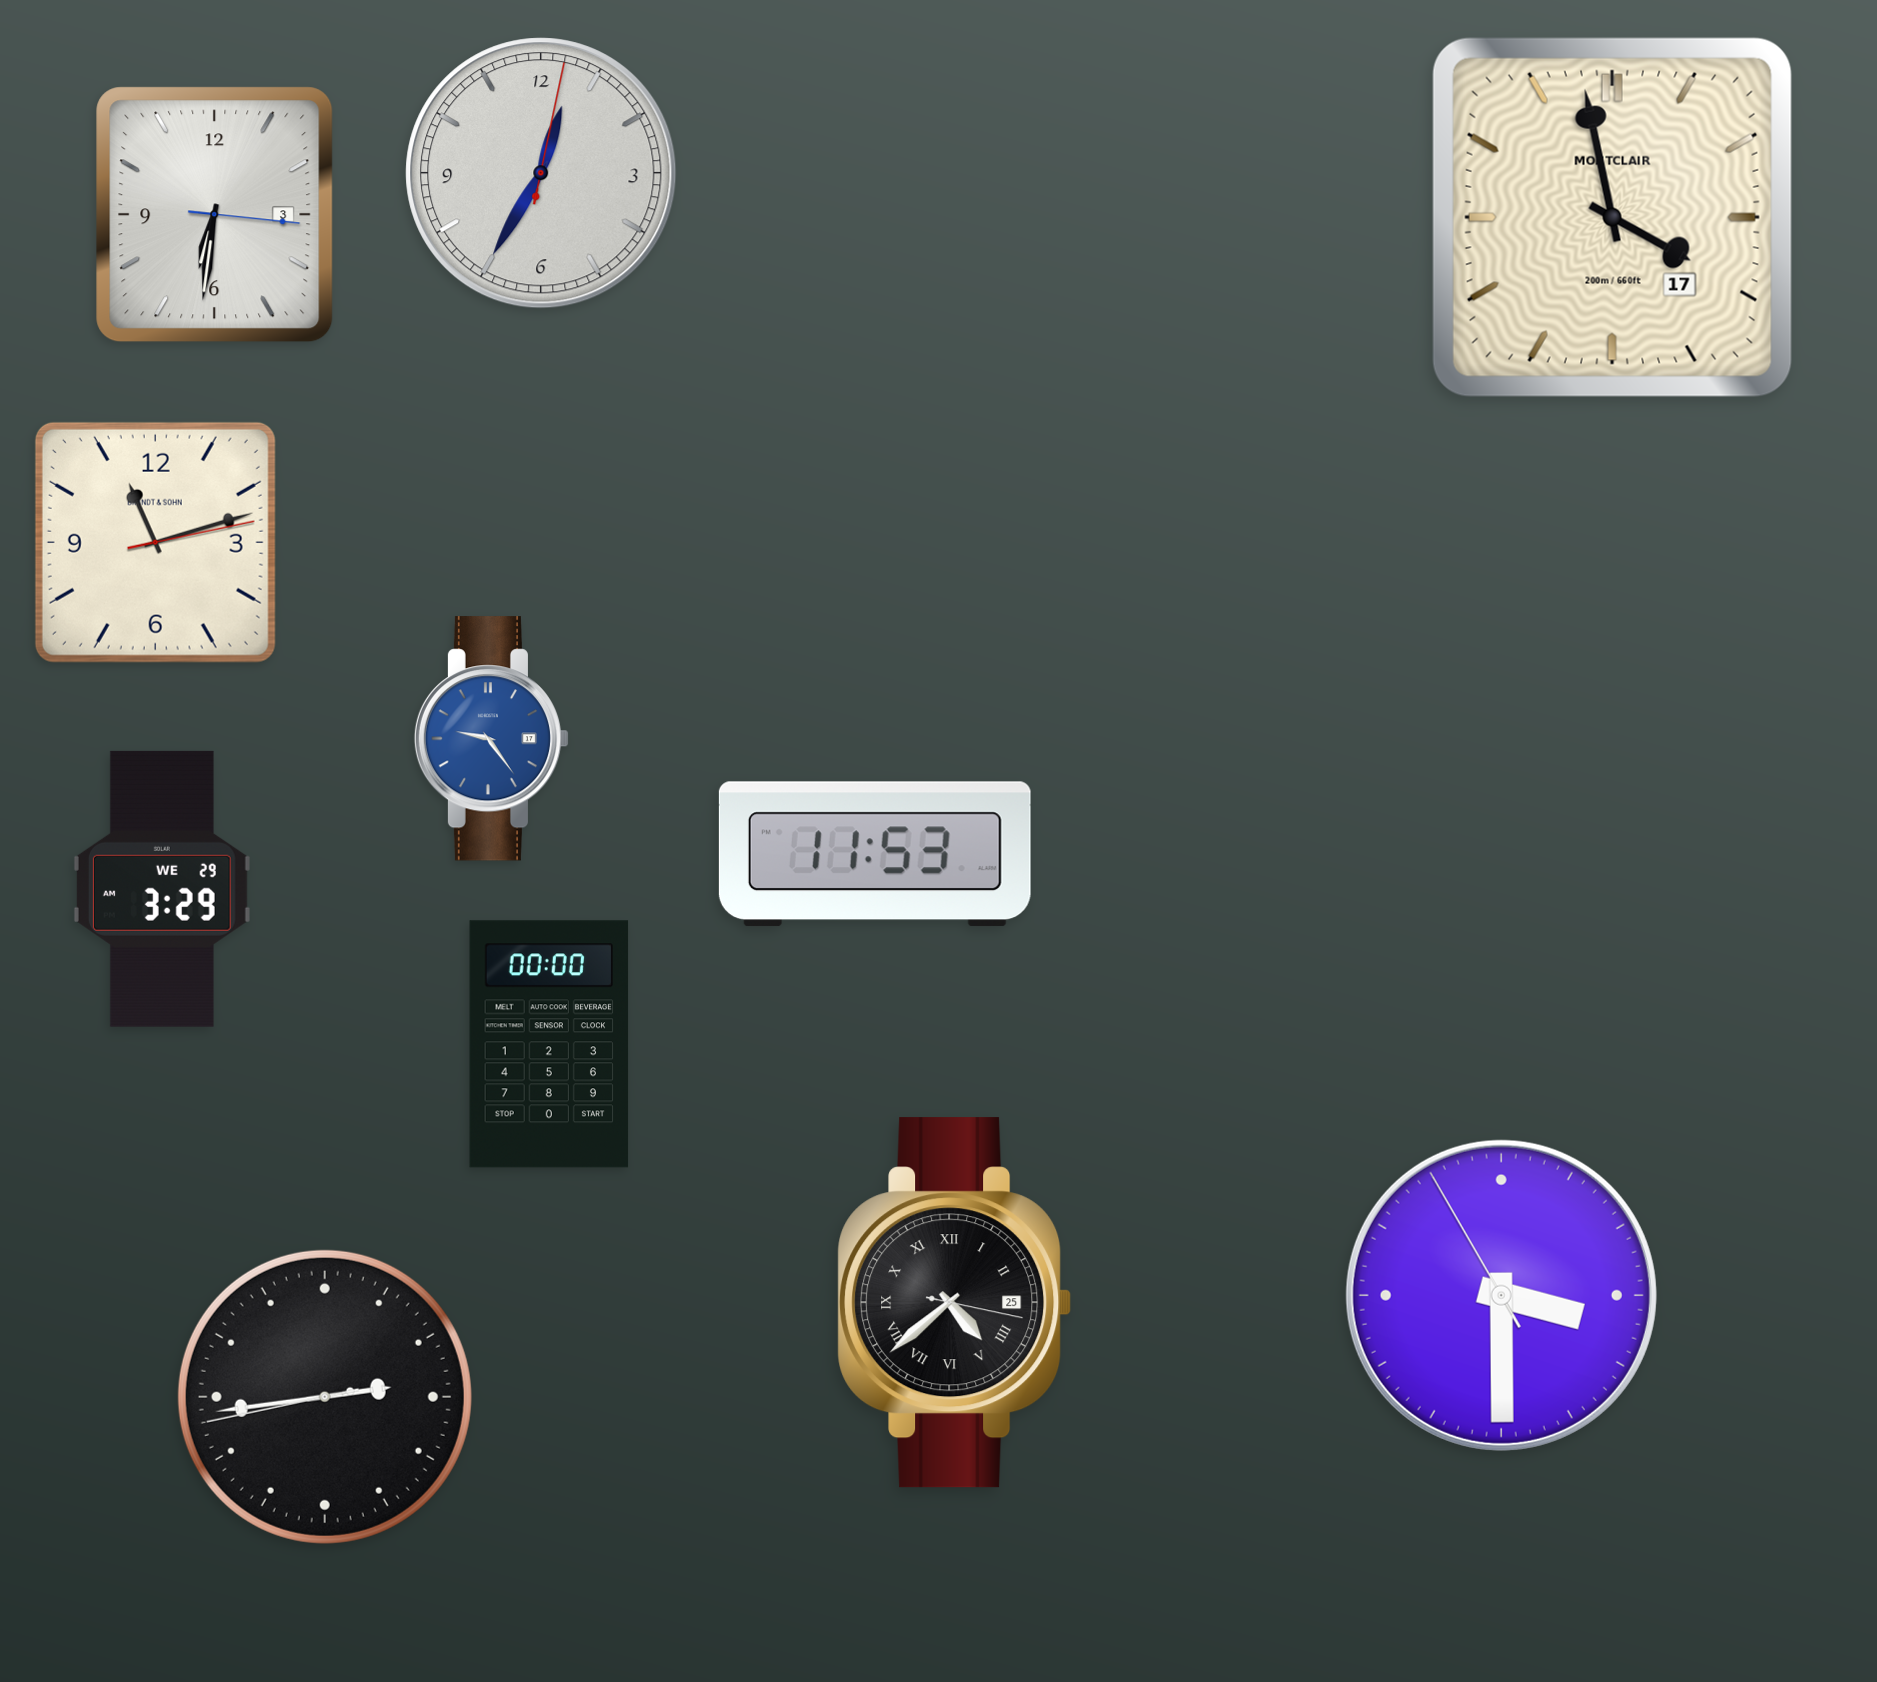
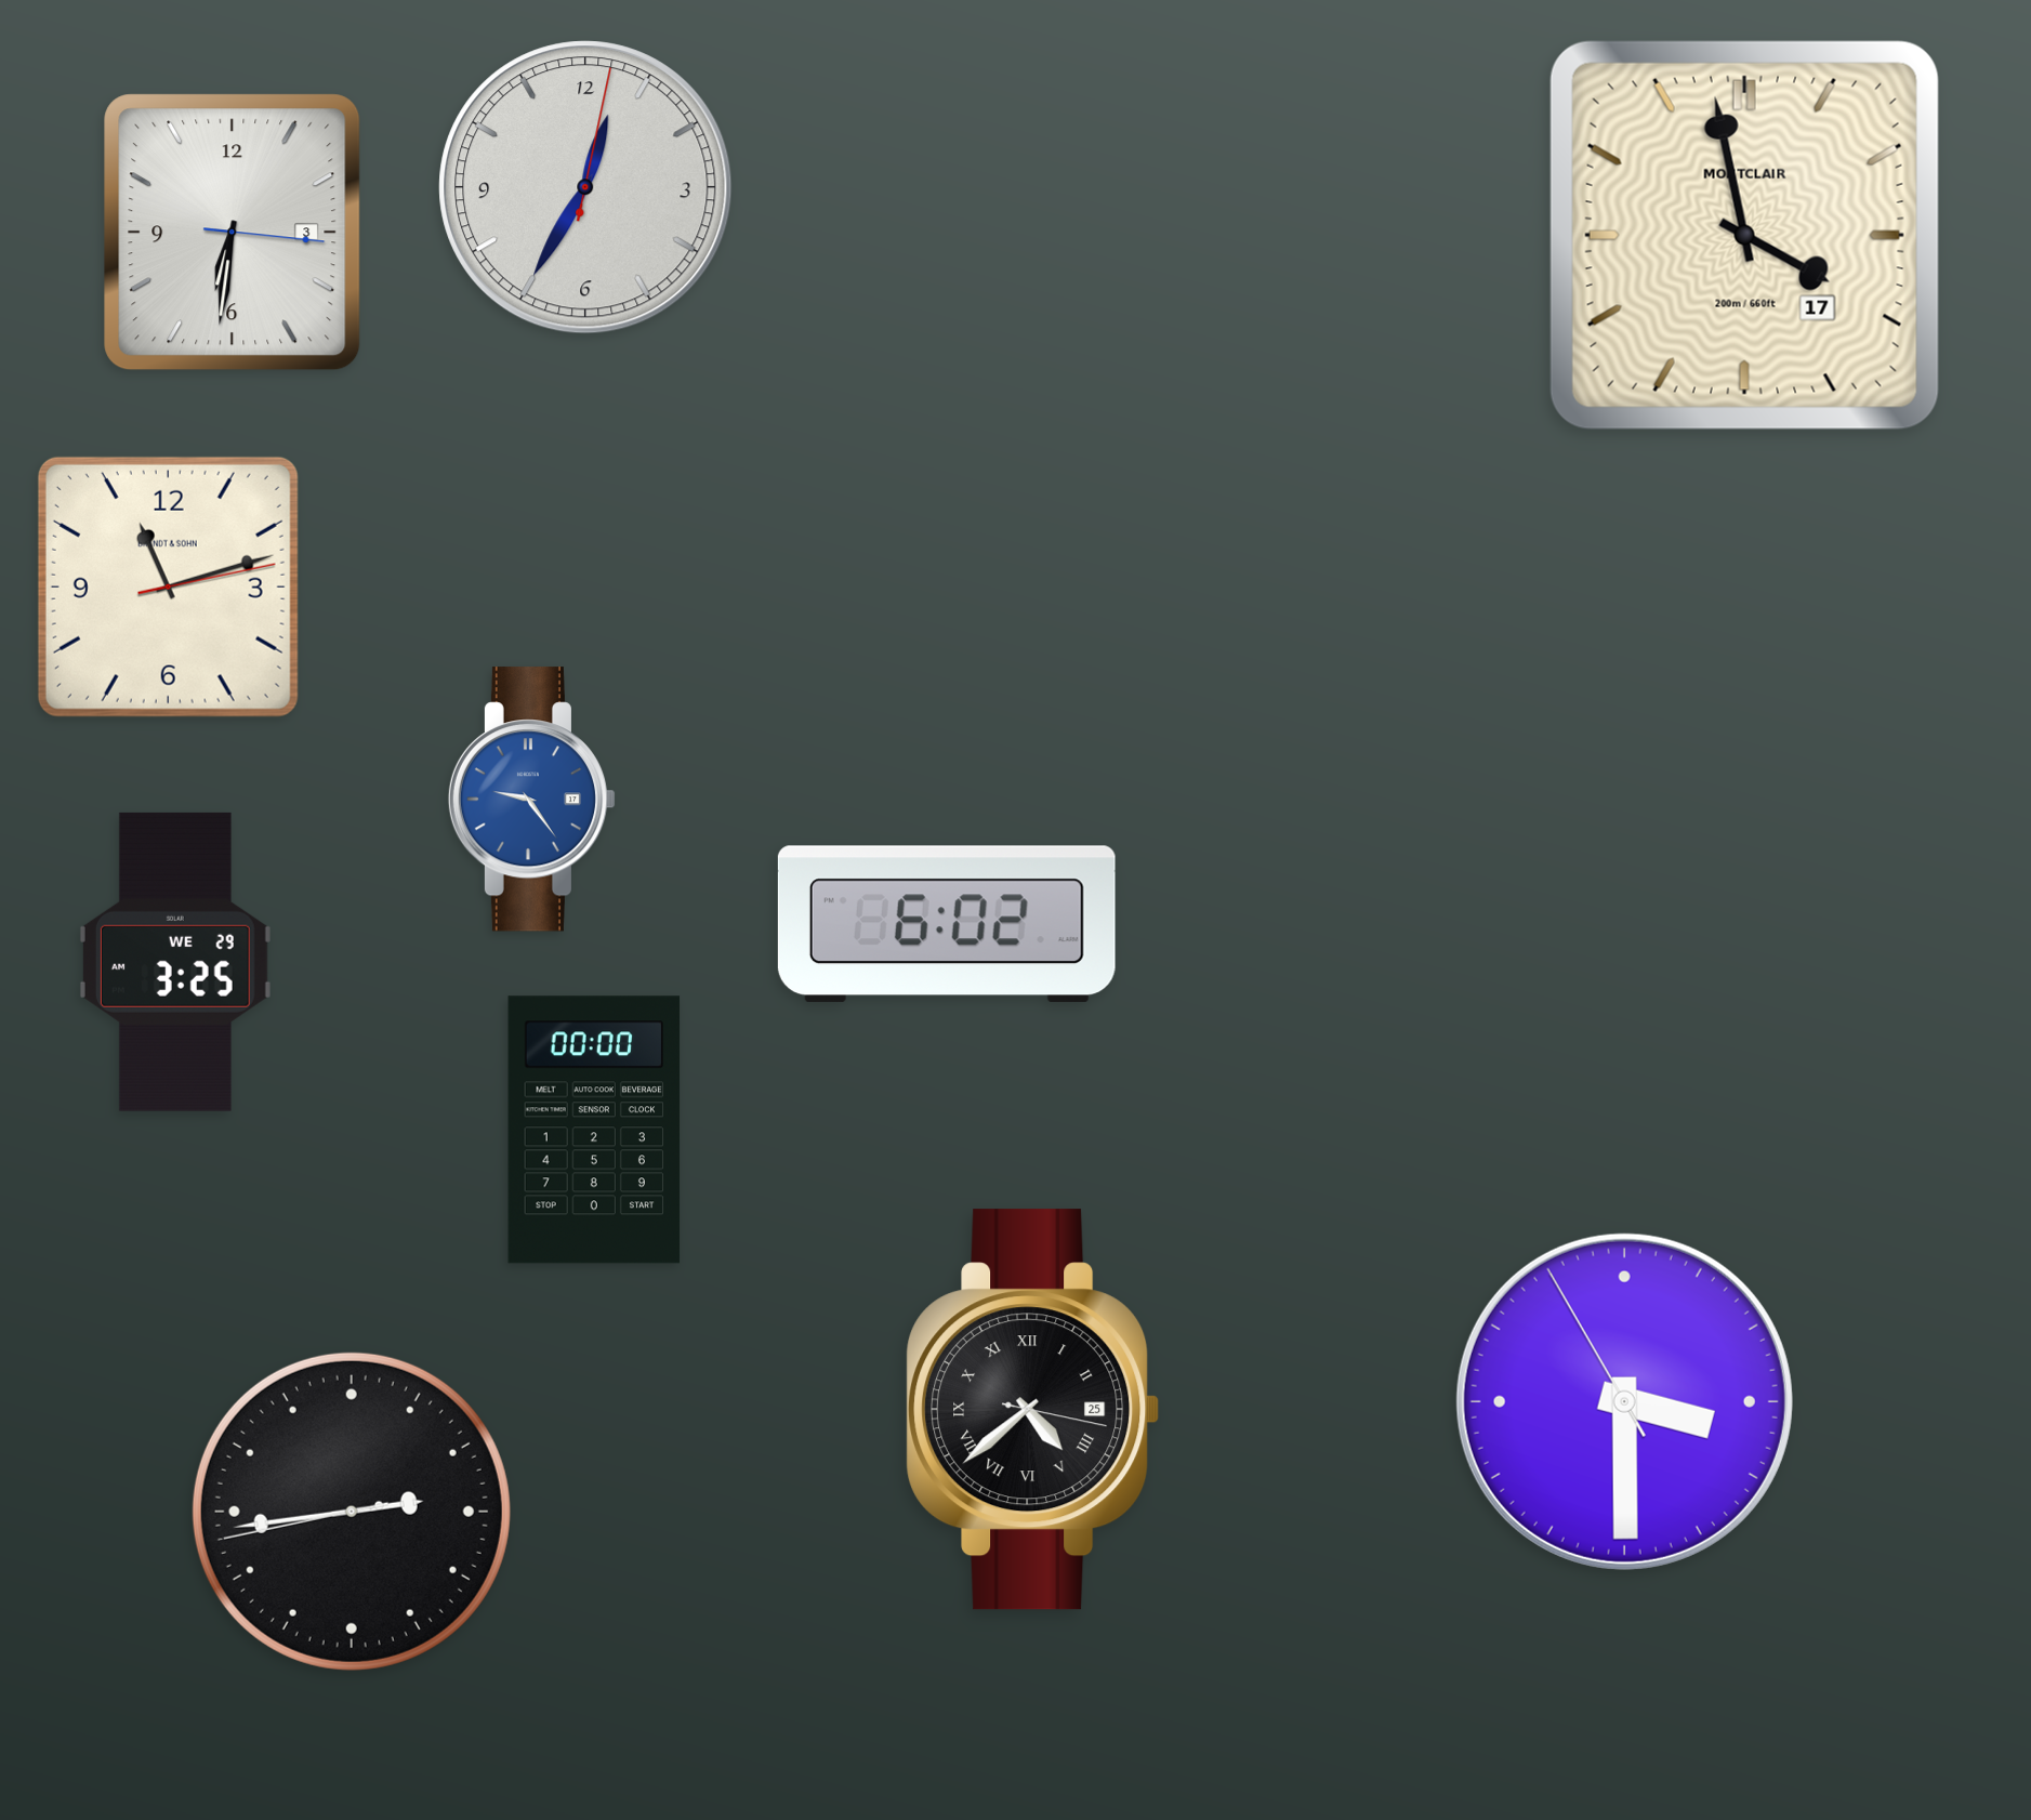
clock at (875, 854): 11:53 -> 6:02
clock at (162, 889): 3:29 -> 3:25
